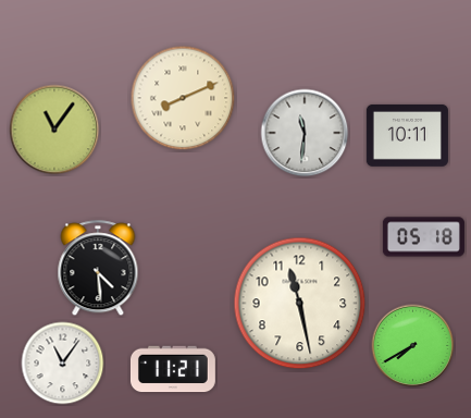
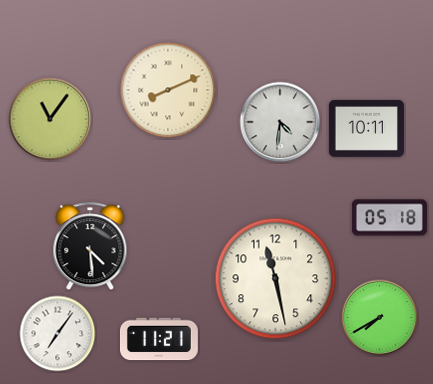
clock at (305, 133): 11:31 -> 4:31
clock at (407, 135) position: (407, 135) -> (366, 128)
clock at (63, 364): 11:06 -> 7:06
